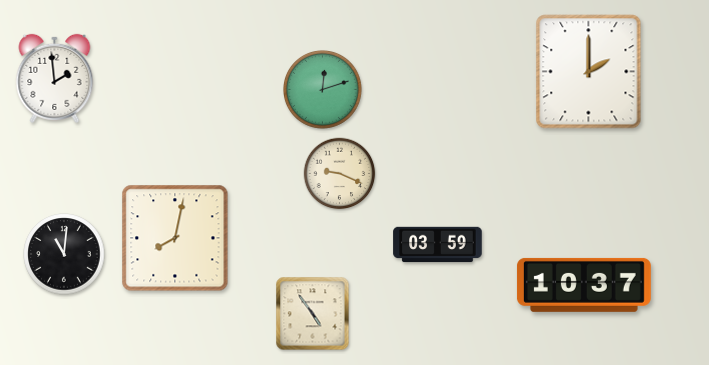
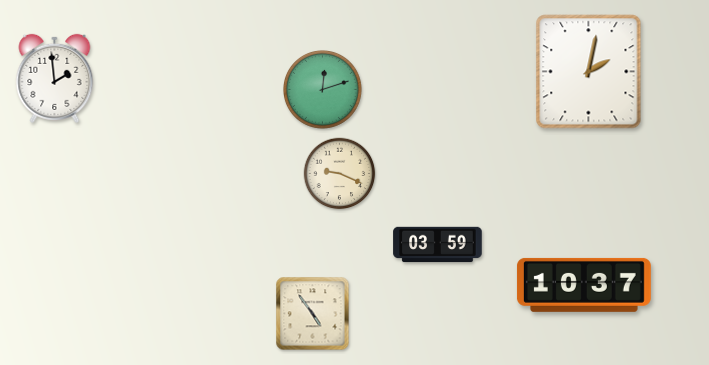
clock at (589, 72): 2:00 -> 2:02
clock at (175, 238): 8:02 -> none
clock at (64, 254): 11:01 -> none
